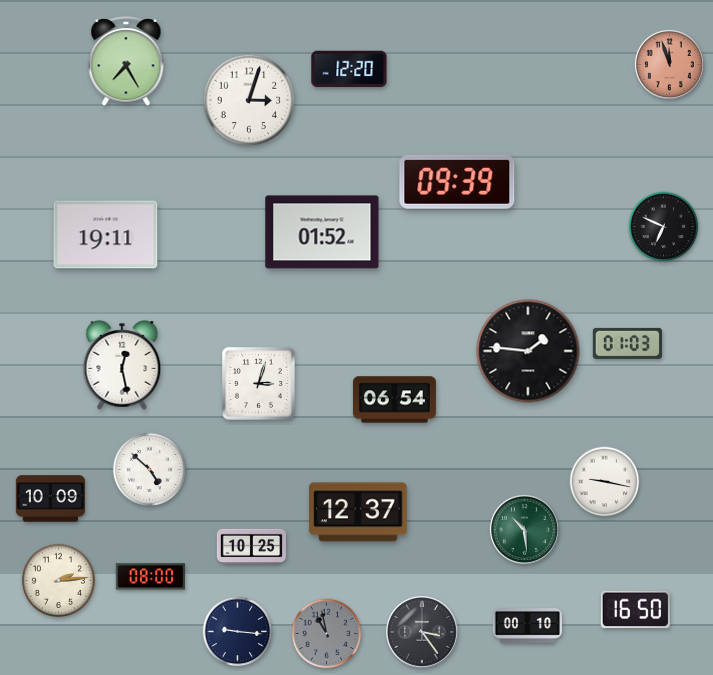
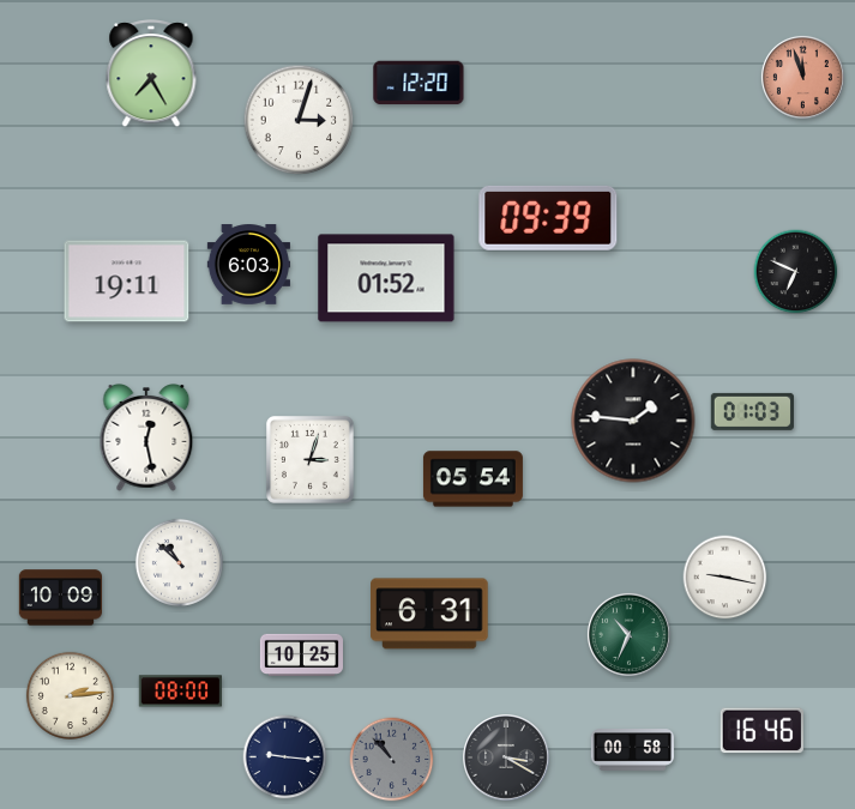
clock at (248, 265): none -> 6:03
clock at (394, 400): 06:54 -> 05:54
clock at (149, 469): 4:52 -> 10:52
clock at (358, 512): 12:37 -> 6:31
clock at (524, 529): 10:29 -> 10:34
clock at (635, 610): 16:50 -> 16:46
clock at (527, 626): 00:10 -> 00:58
clock at (423, 633): 3:24 -> 3:20
clock at (327, 634): 10:58 -> 10:53
